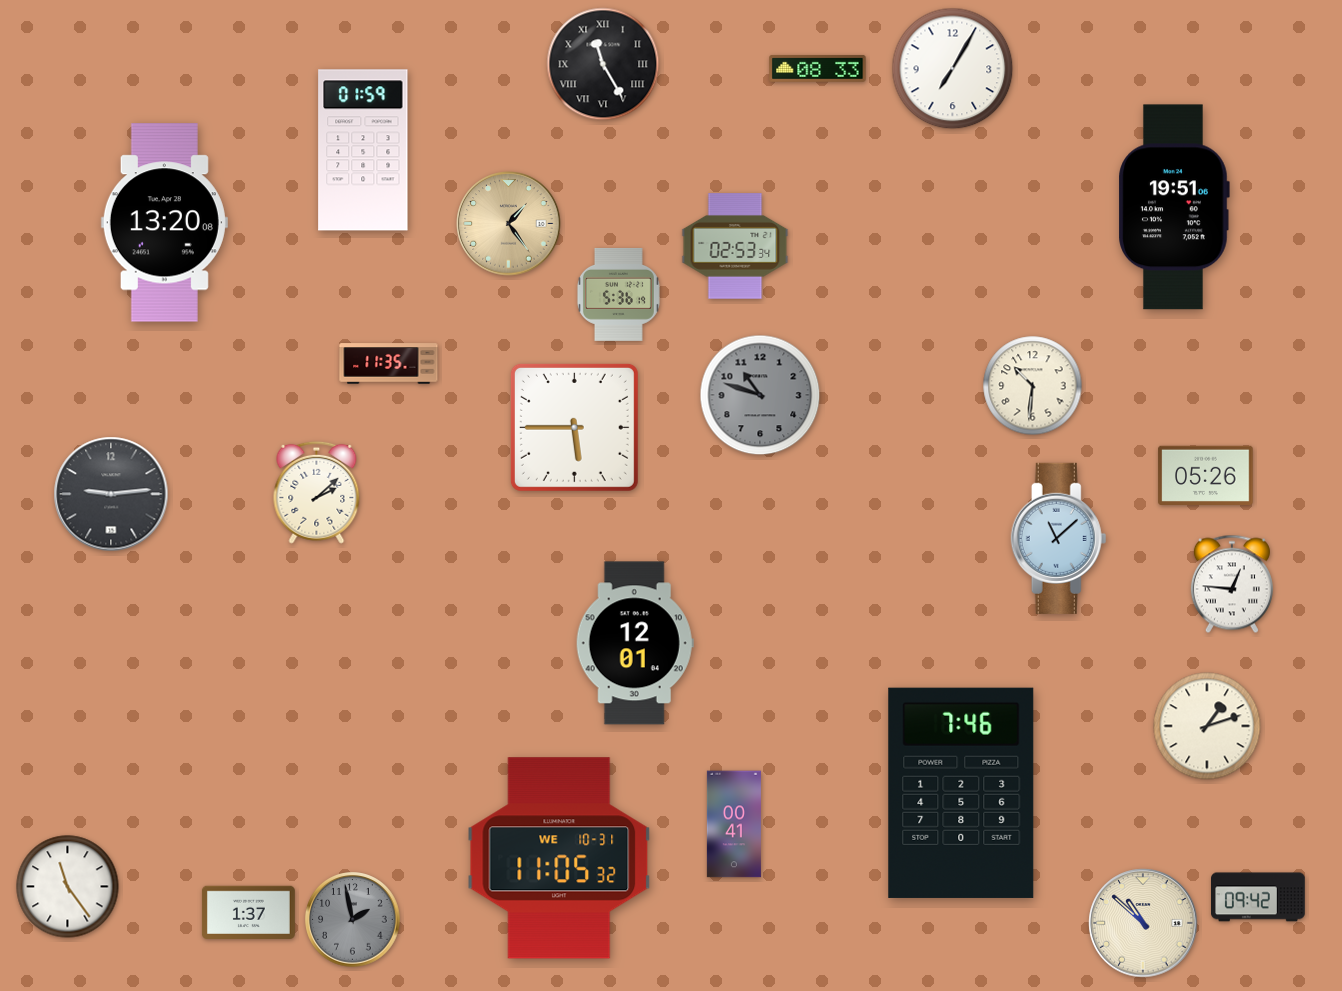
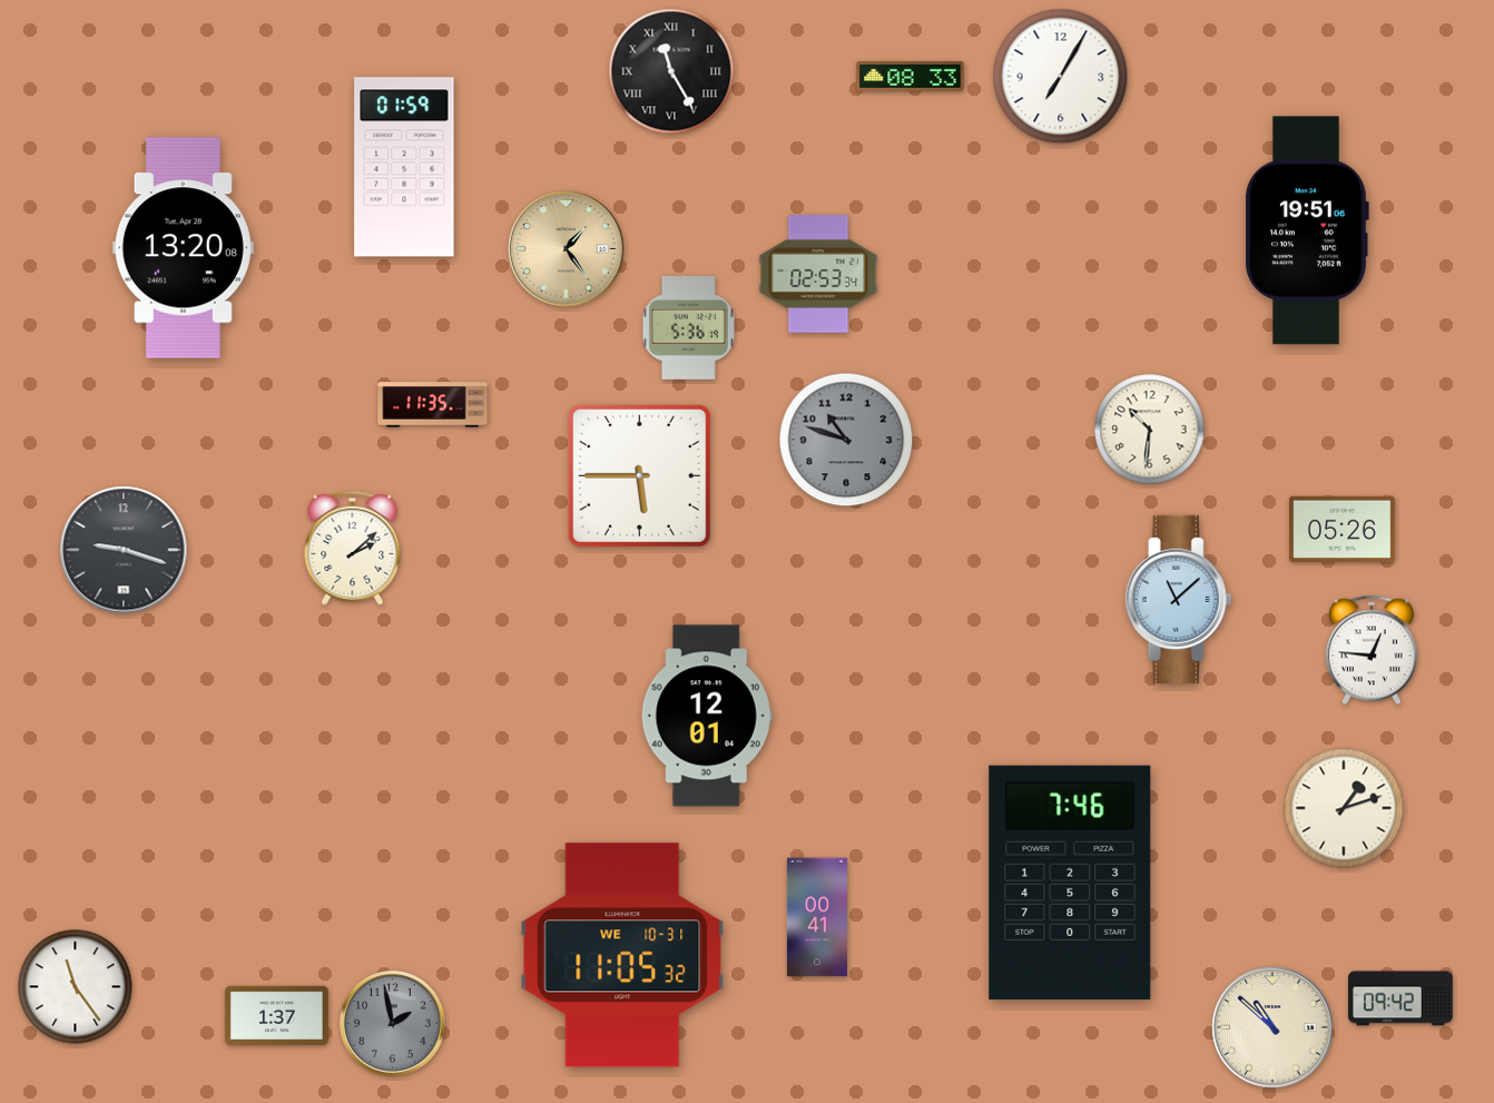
clock at (111, 494): 9:14 -> 9:18
